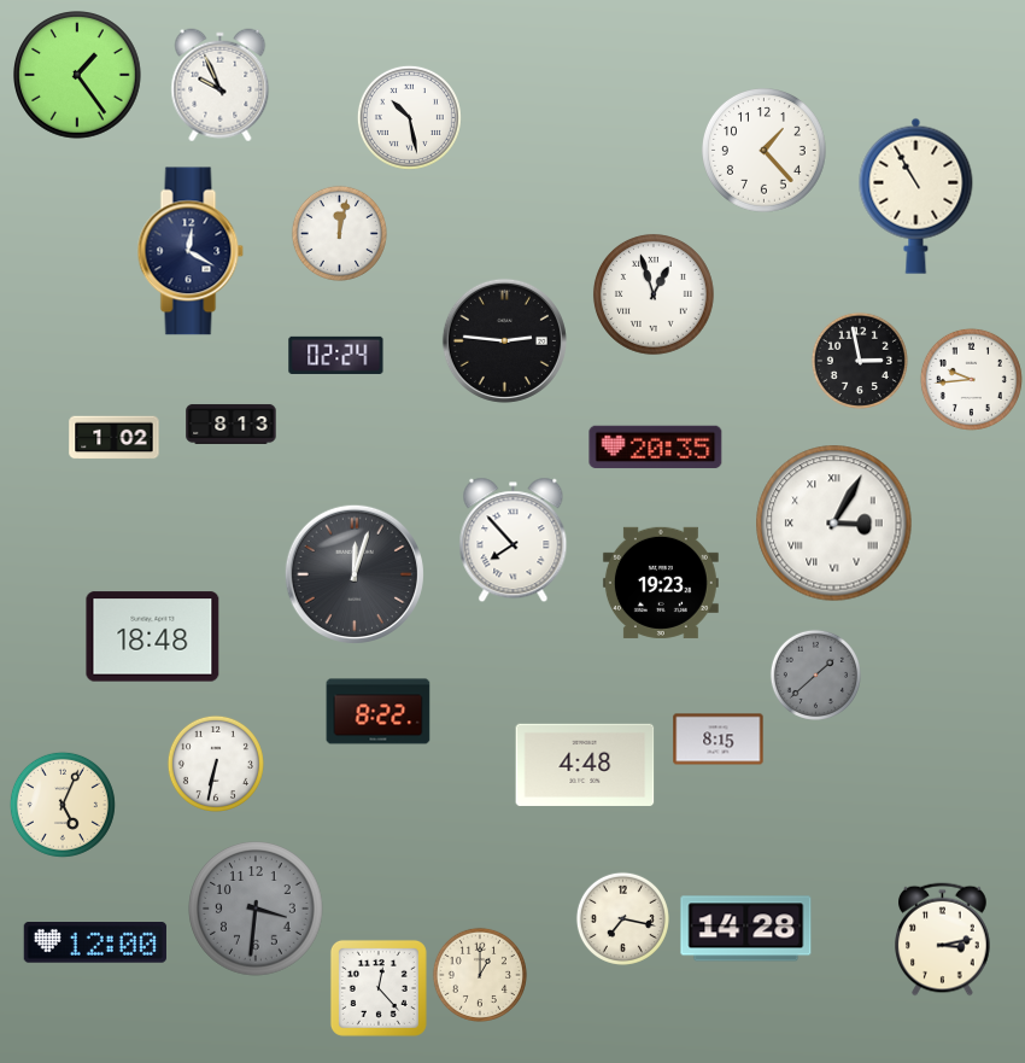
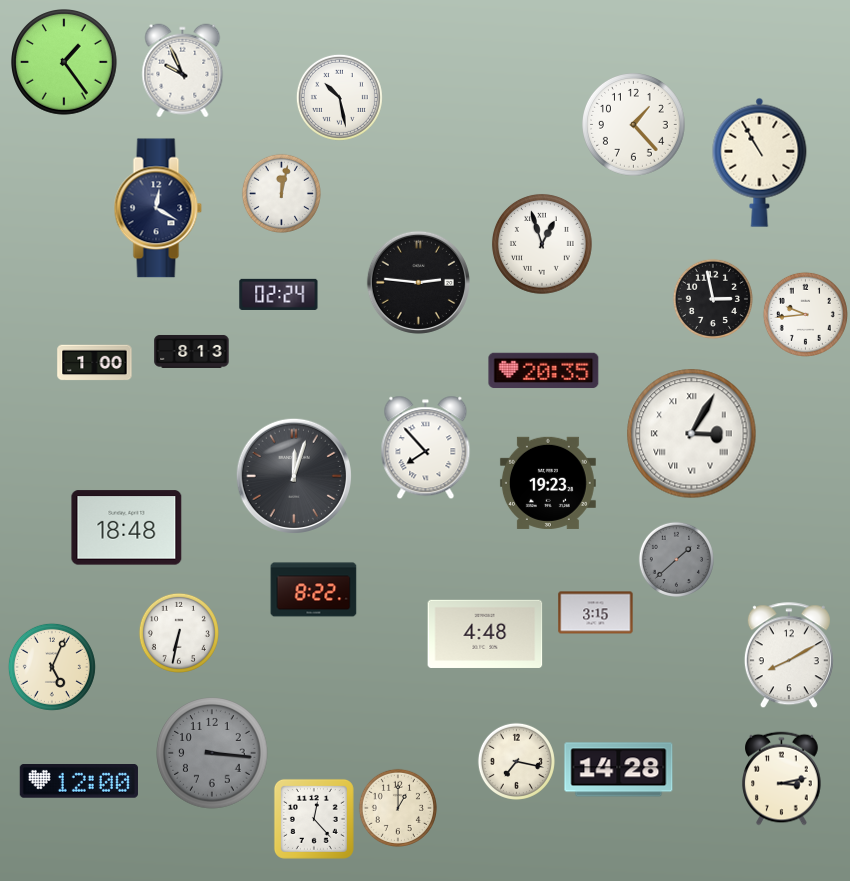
clock at (115, 438): 1:02 -> 1:00
clock at (719, 740): 8:15 -> 3:15
clock at (789, 656): none -> 8:10
clock at (256, 909): 3:31 -> 3:16
